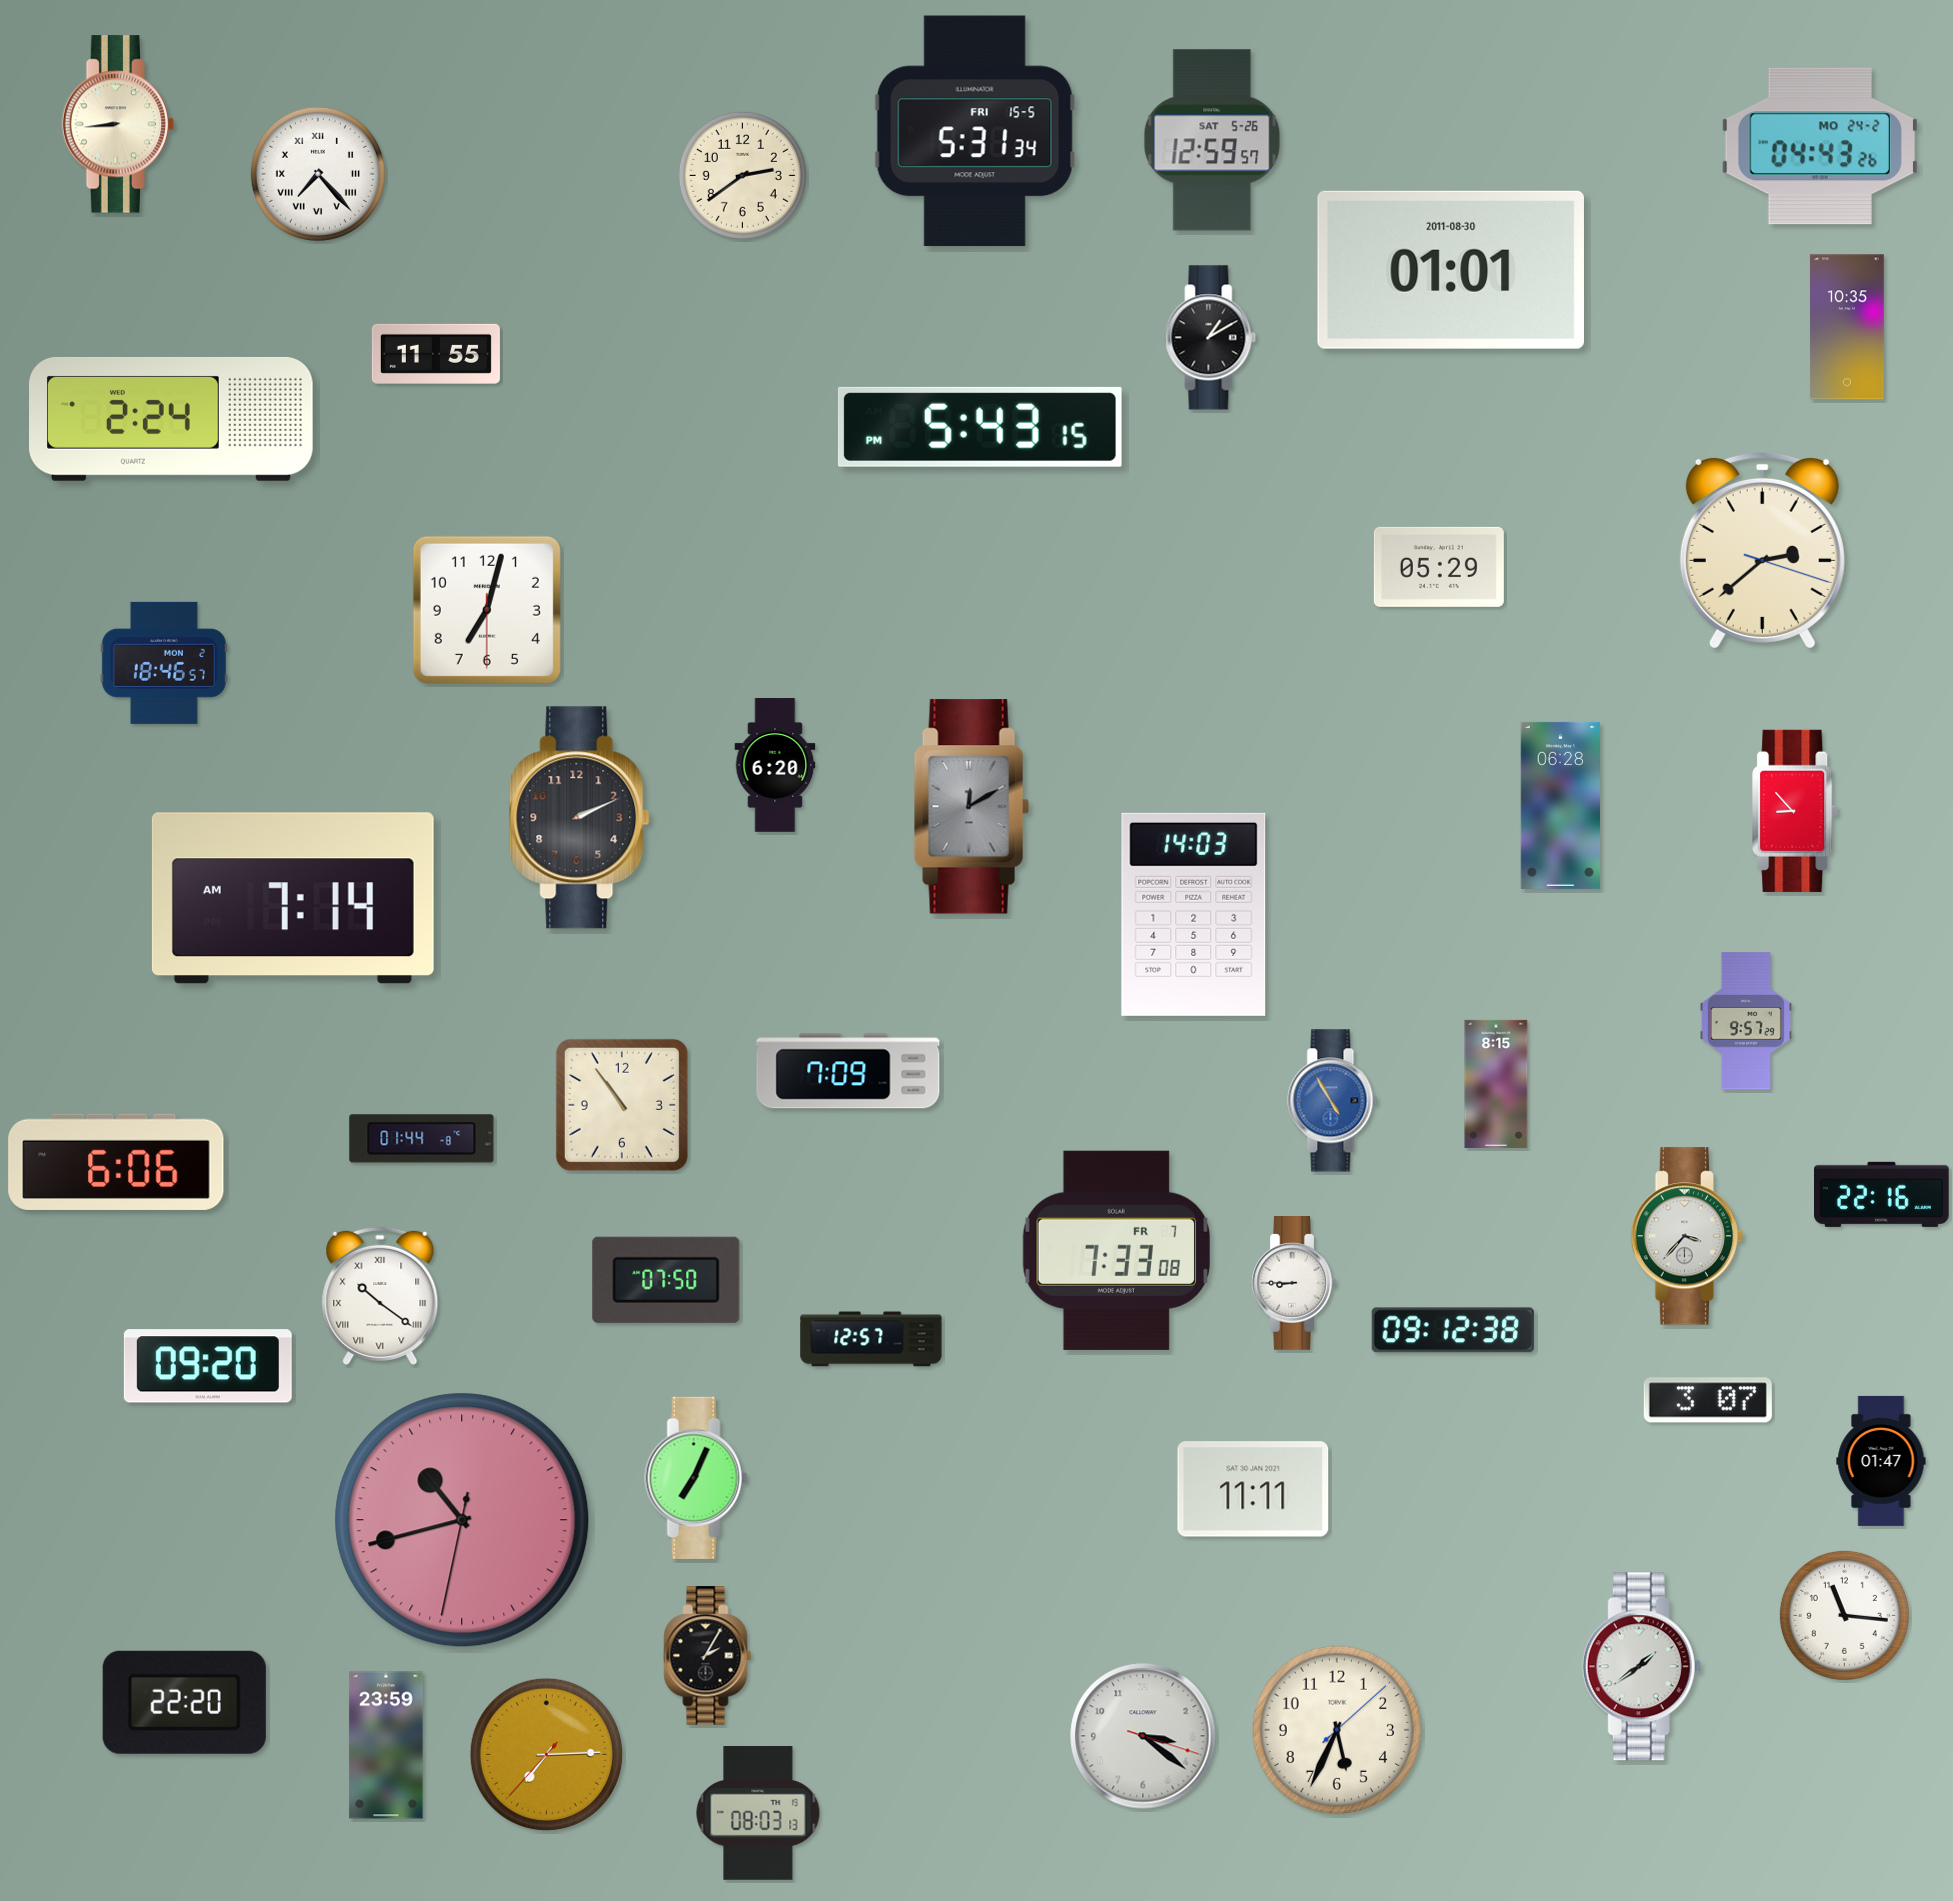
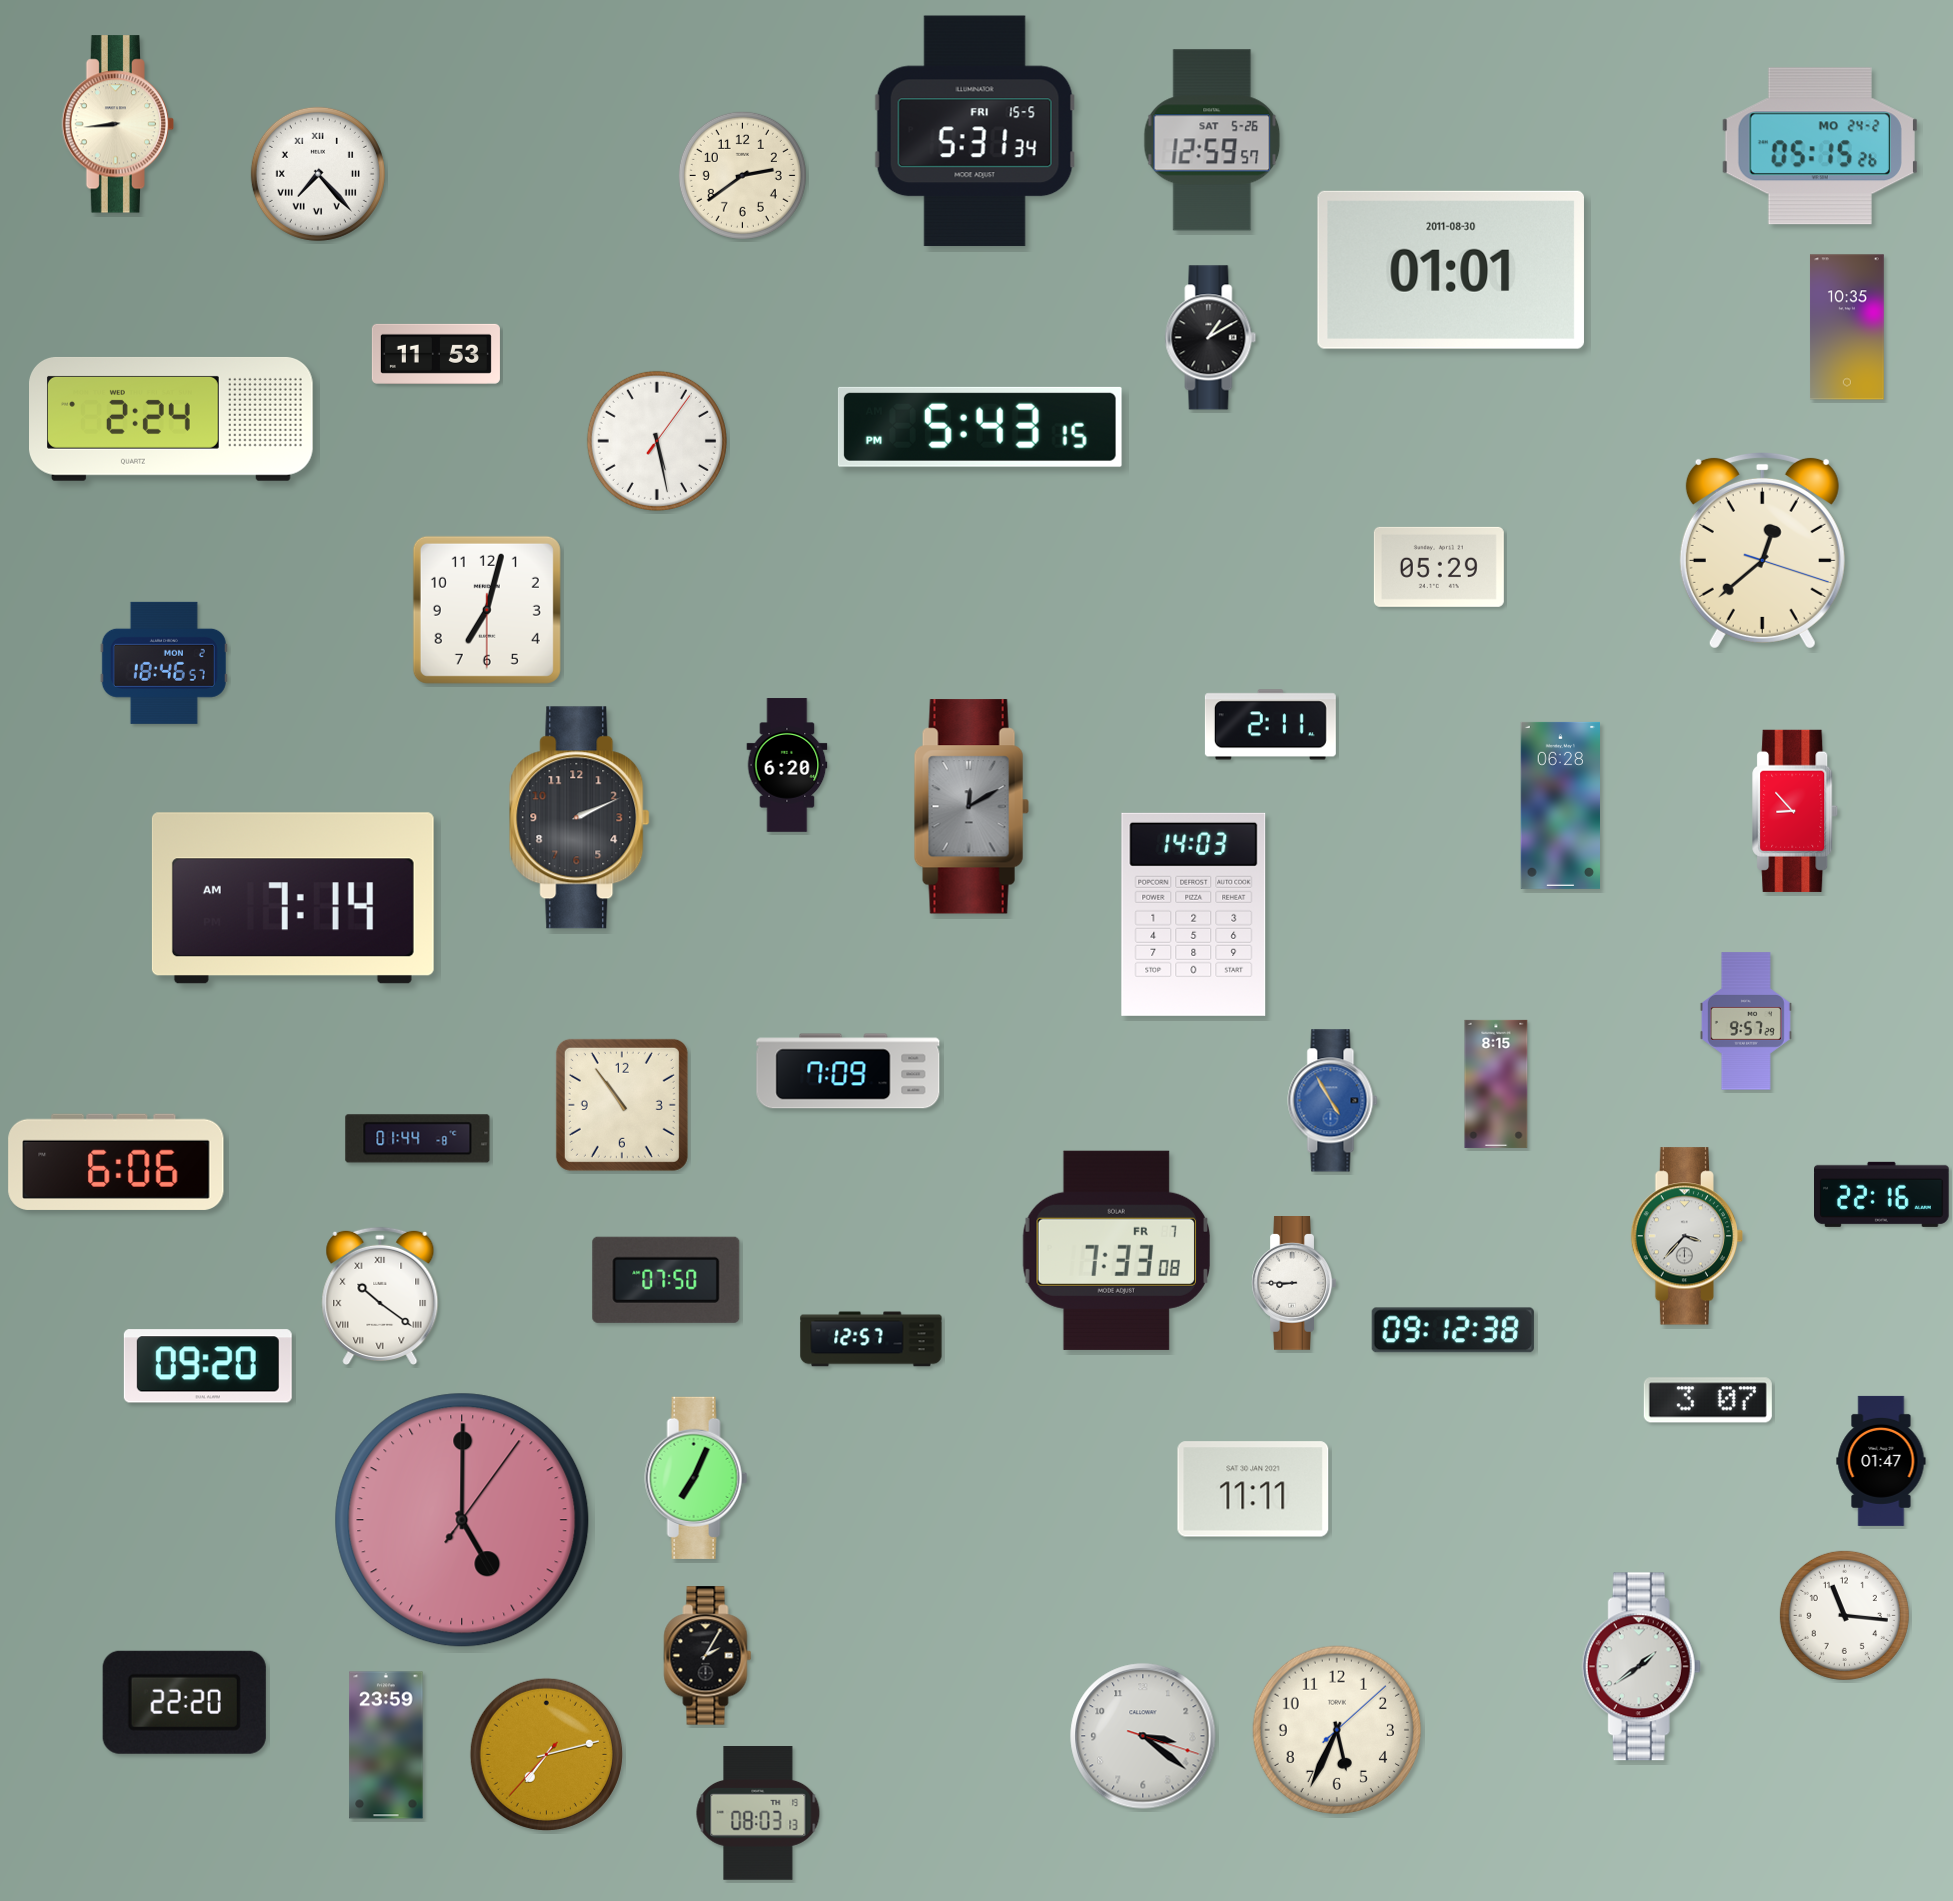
clock at (1820, 146): 04:43 -> 05:15
clock at (436, 354): 11:55 -> 11:53
clock at (657, 441): none -> 5:28
clock at (1762, 550): 2:38 -> 12:38
clock at (1270, 725): none -> 2:11
clock at (775, 765) position: (775, 765) -> (787, 765)
clock at (422, 1139) position: (422, 1139) -> (418, 1139)
clock at (462, 1520): 10:42 -> 5:00
clock at (546, 1754): 7:14 -> 7:12
